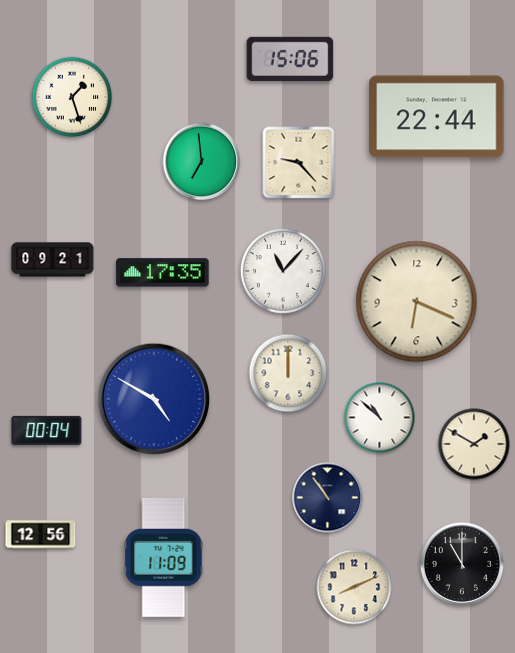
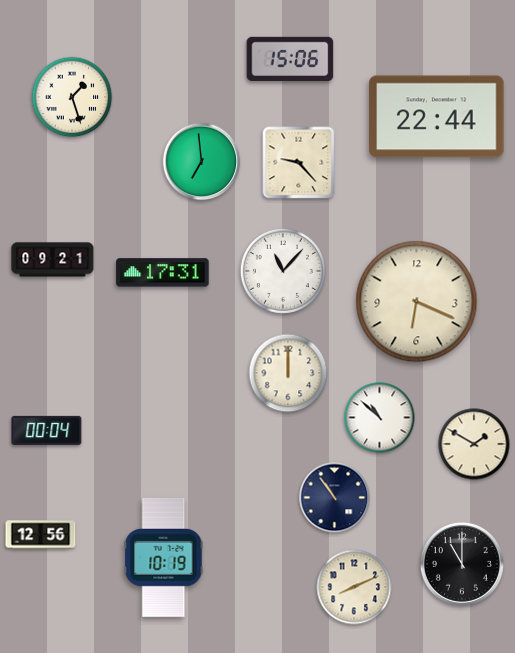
clock at (163, 273): 17:35 -> 17:31
clock at (154, 399): 4:50 -> none
clock at (328, 498) position: (328, 498) -> (335, 498)
clock at (164, 558): 11:09 -> 10:19
